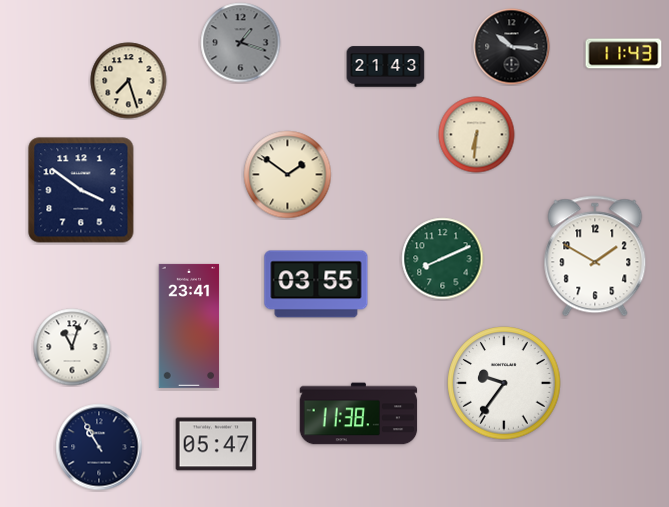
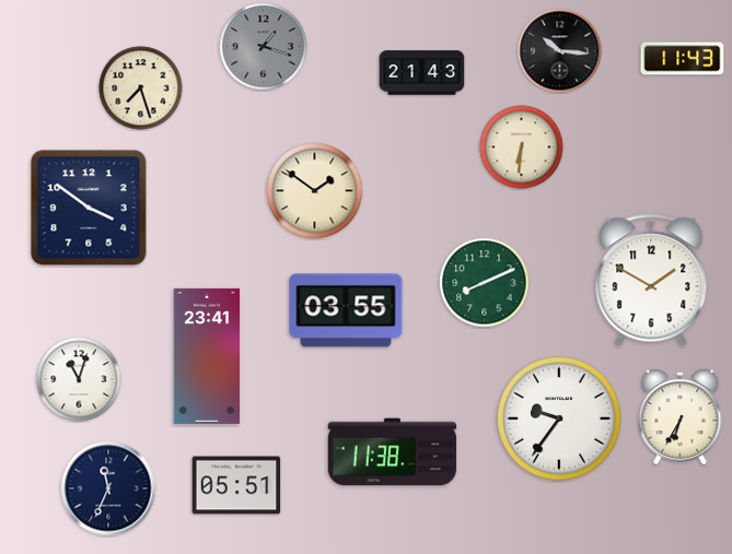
clock at (681, 416): none -> 6:35
clock at (504, 383) position: (504, 383) -> (559, 419)
clock at (216, 444): 05:47 -> 05:51
clock at (99, 447): 10:55 -> 11:34
